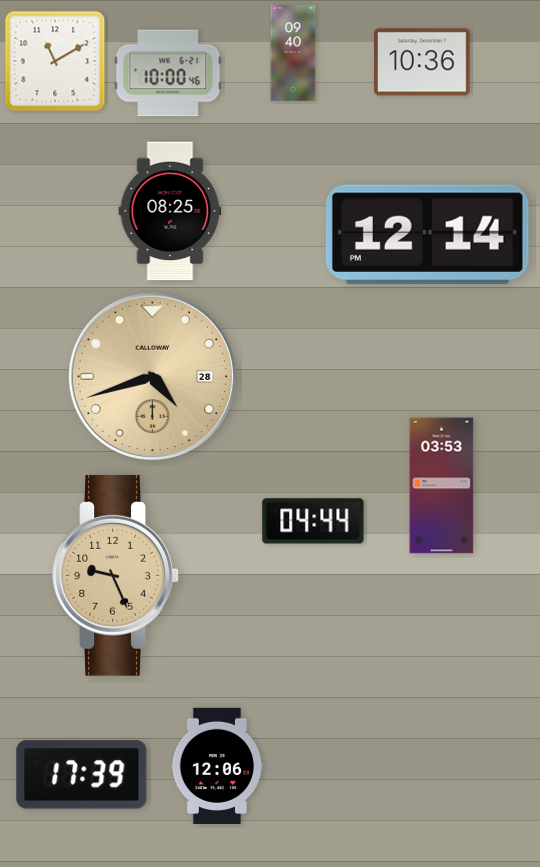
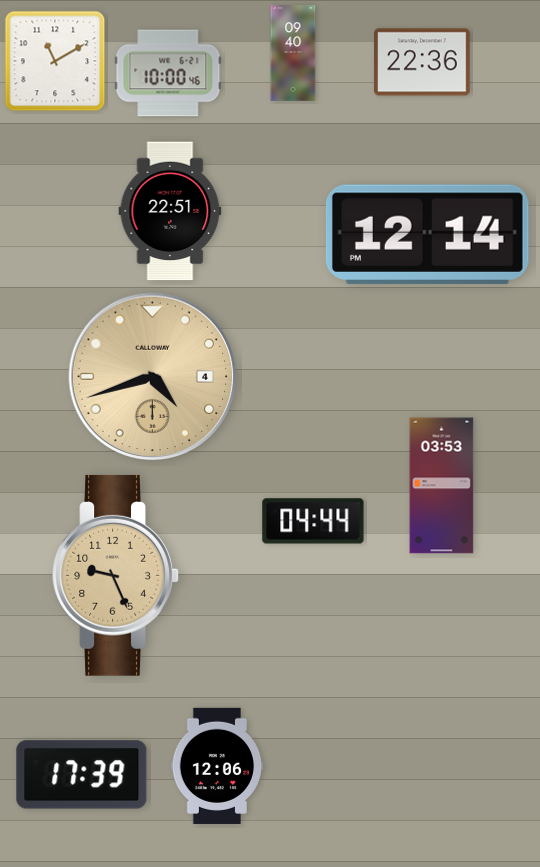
clock at (422, 62): 10:36 -> 22:36
clock at (170, 211): 08:25 -> 22:51
clock at (153, 377) date: 28 -> 4
